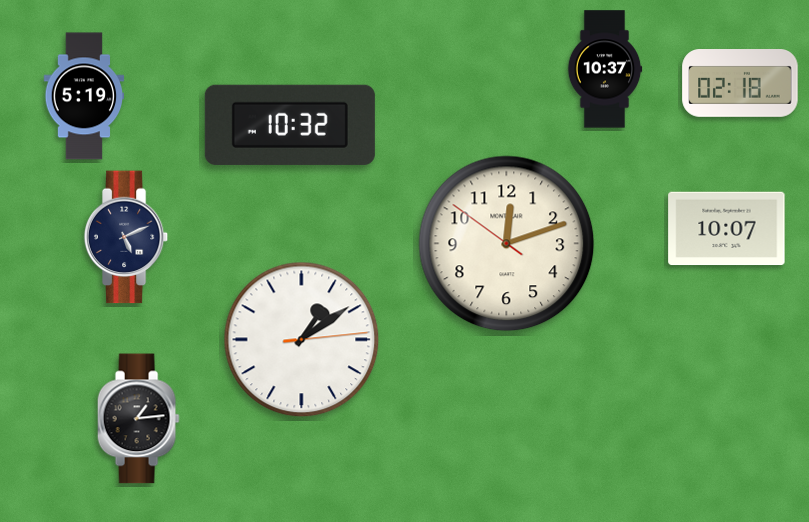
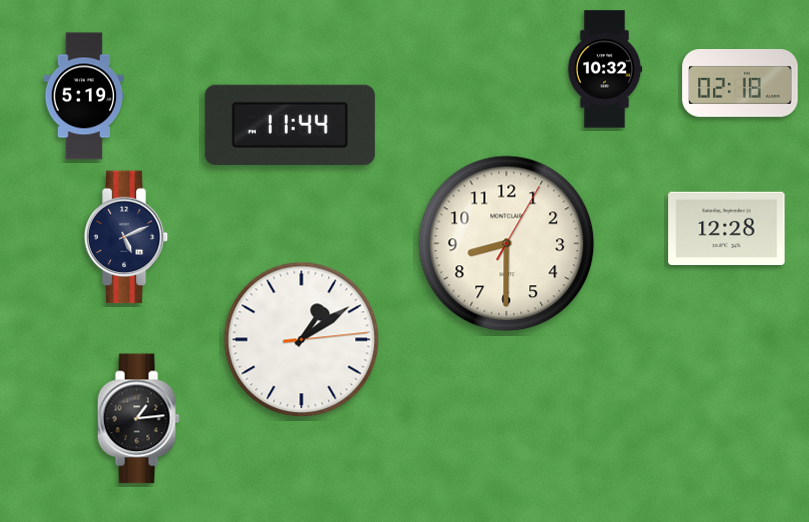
clock at (605, 69): 10:37 -> 10:32
clock at (290, 125): 10:32 -> 11:44
clock at (727, 229): 10:07 -> 12:28
clock at (507, 244): 12:11 -> 8:30
